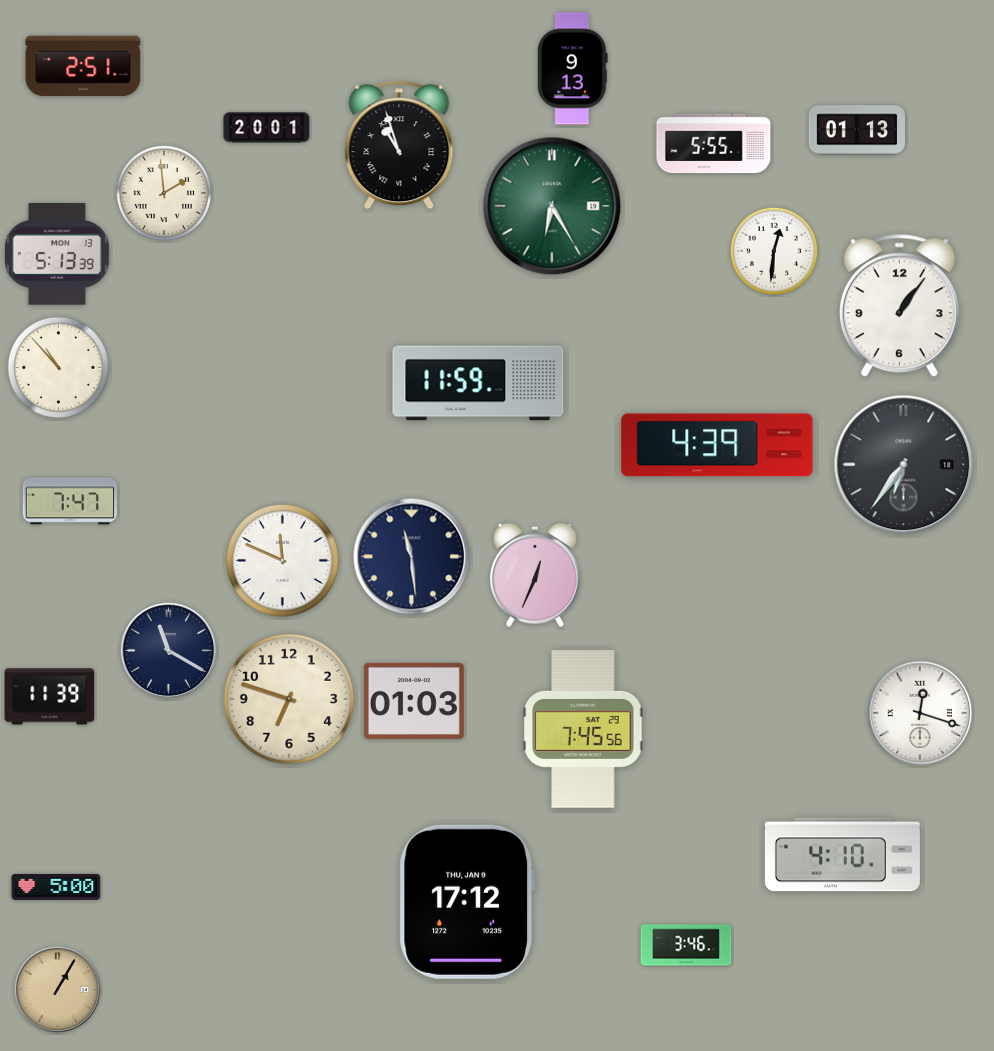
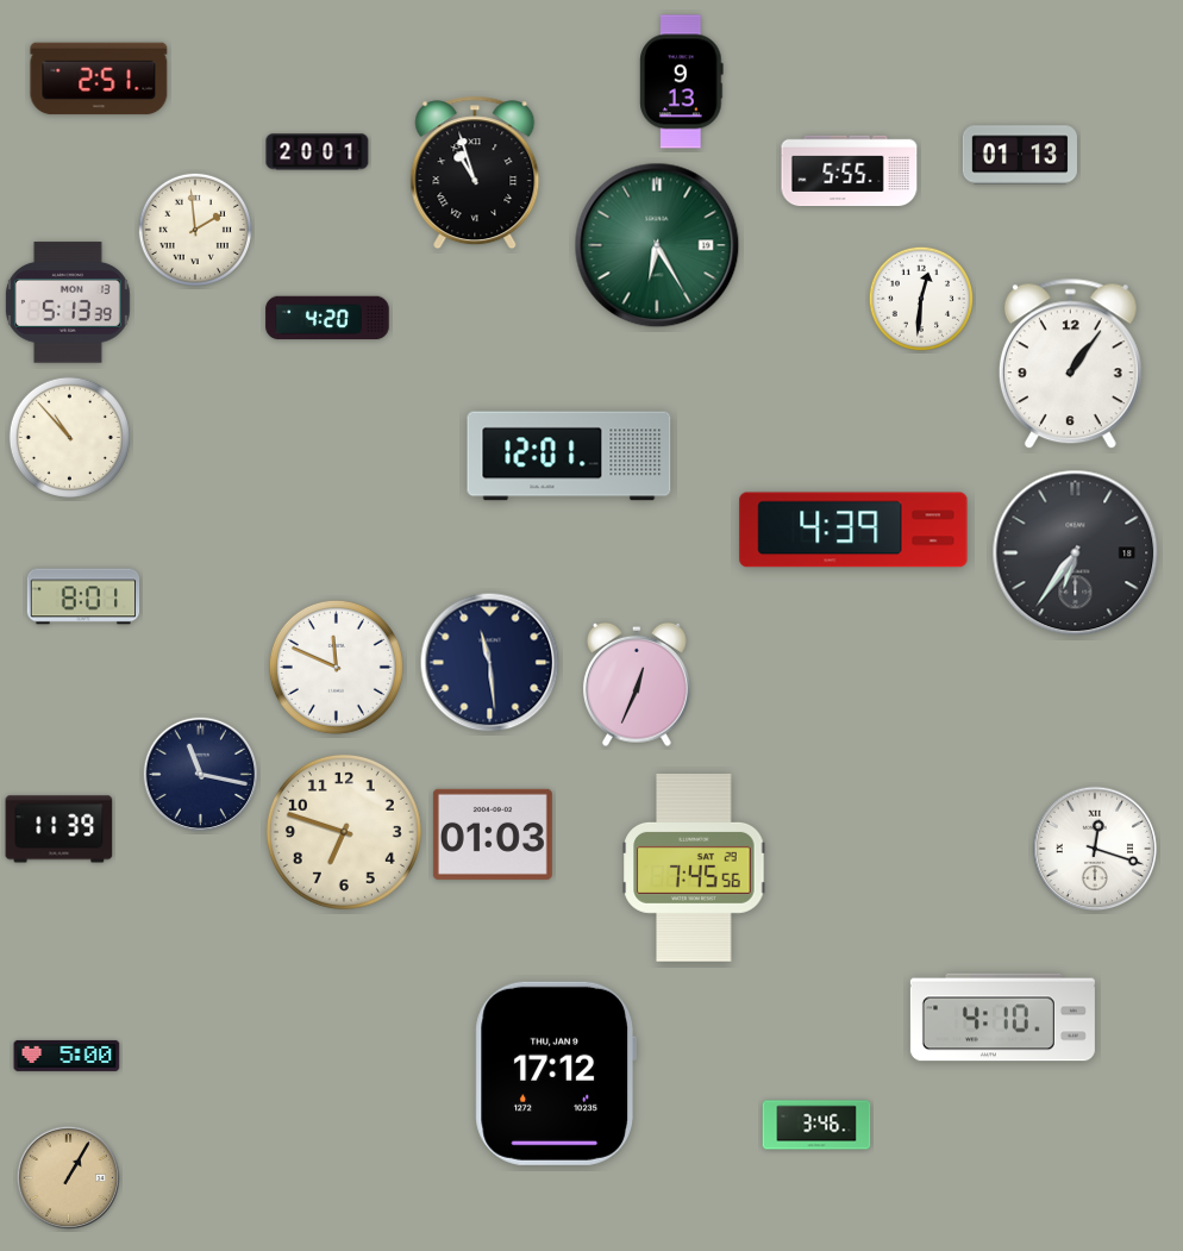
clock at (327, 318): none -> 4:20
clock at (478, 383): 11:59 -> 12:01
clock at (70, 501): 7:47 -> 8:01
clock at (169, 651): 11:20 -> 11:17
